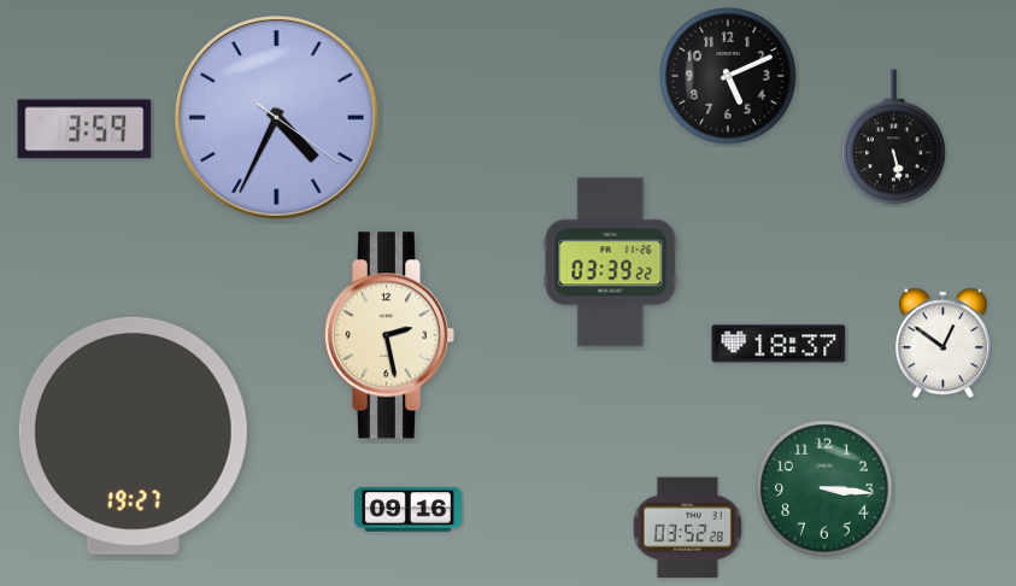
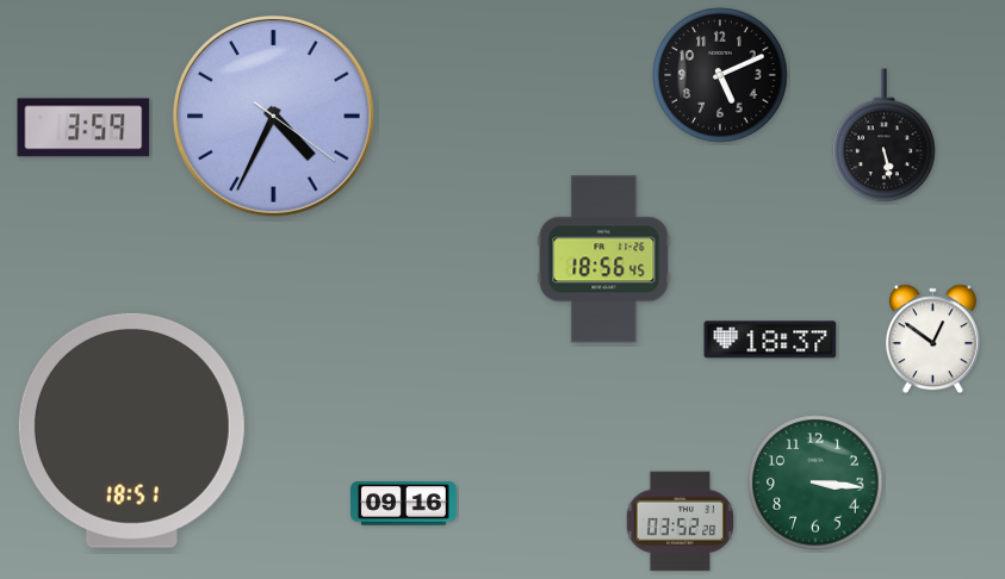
clock at (611, 263): 03:39 -> 18:56
clock at (389, 335): 2:28 -> none
clock at (133, 435): 19:27 -> 18:51
